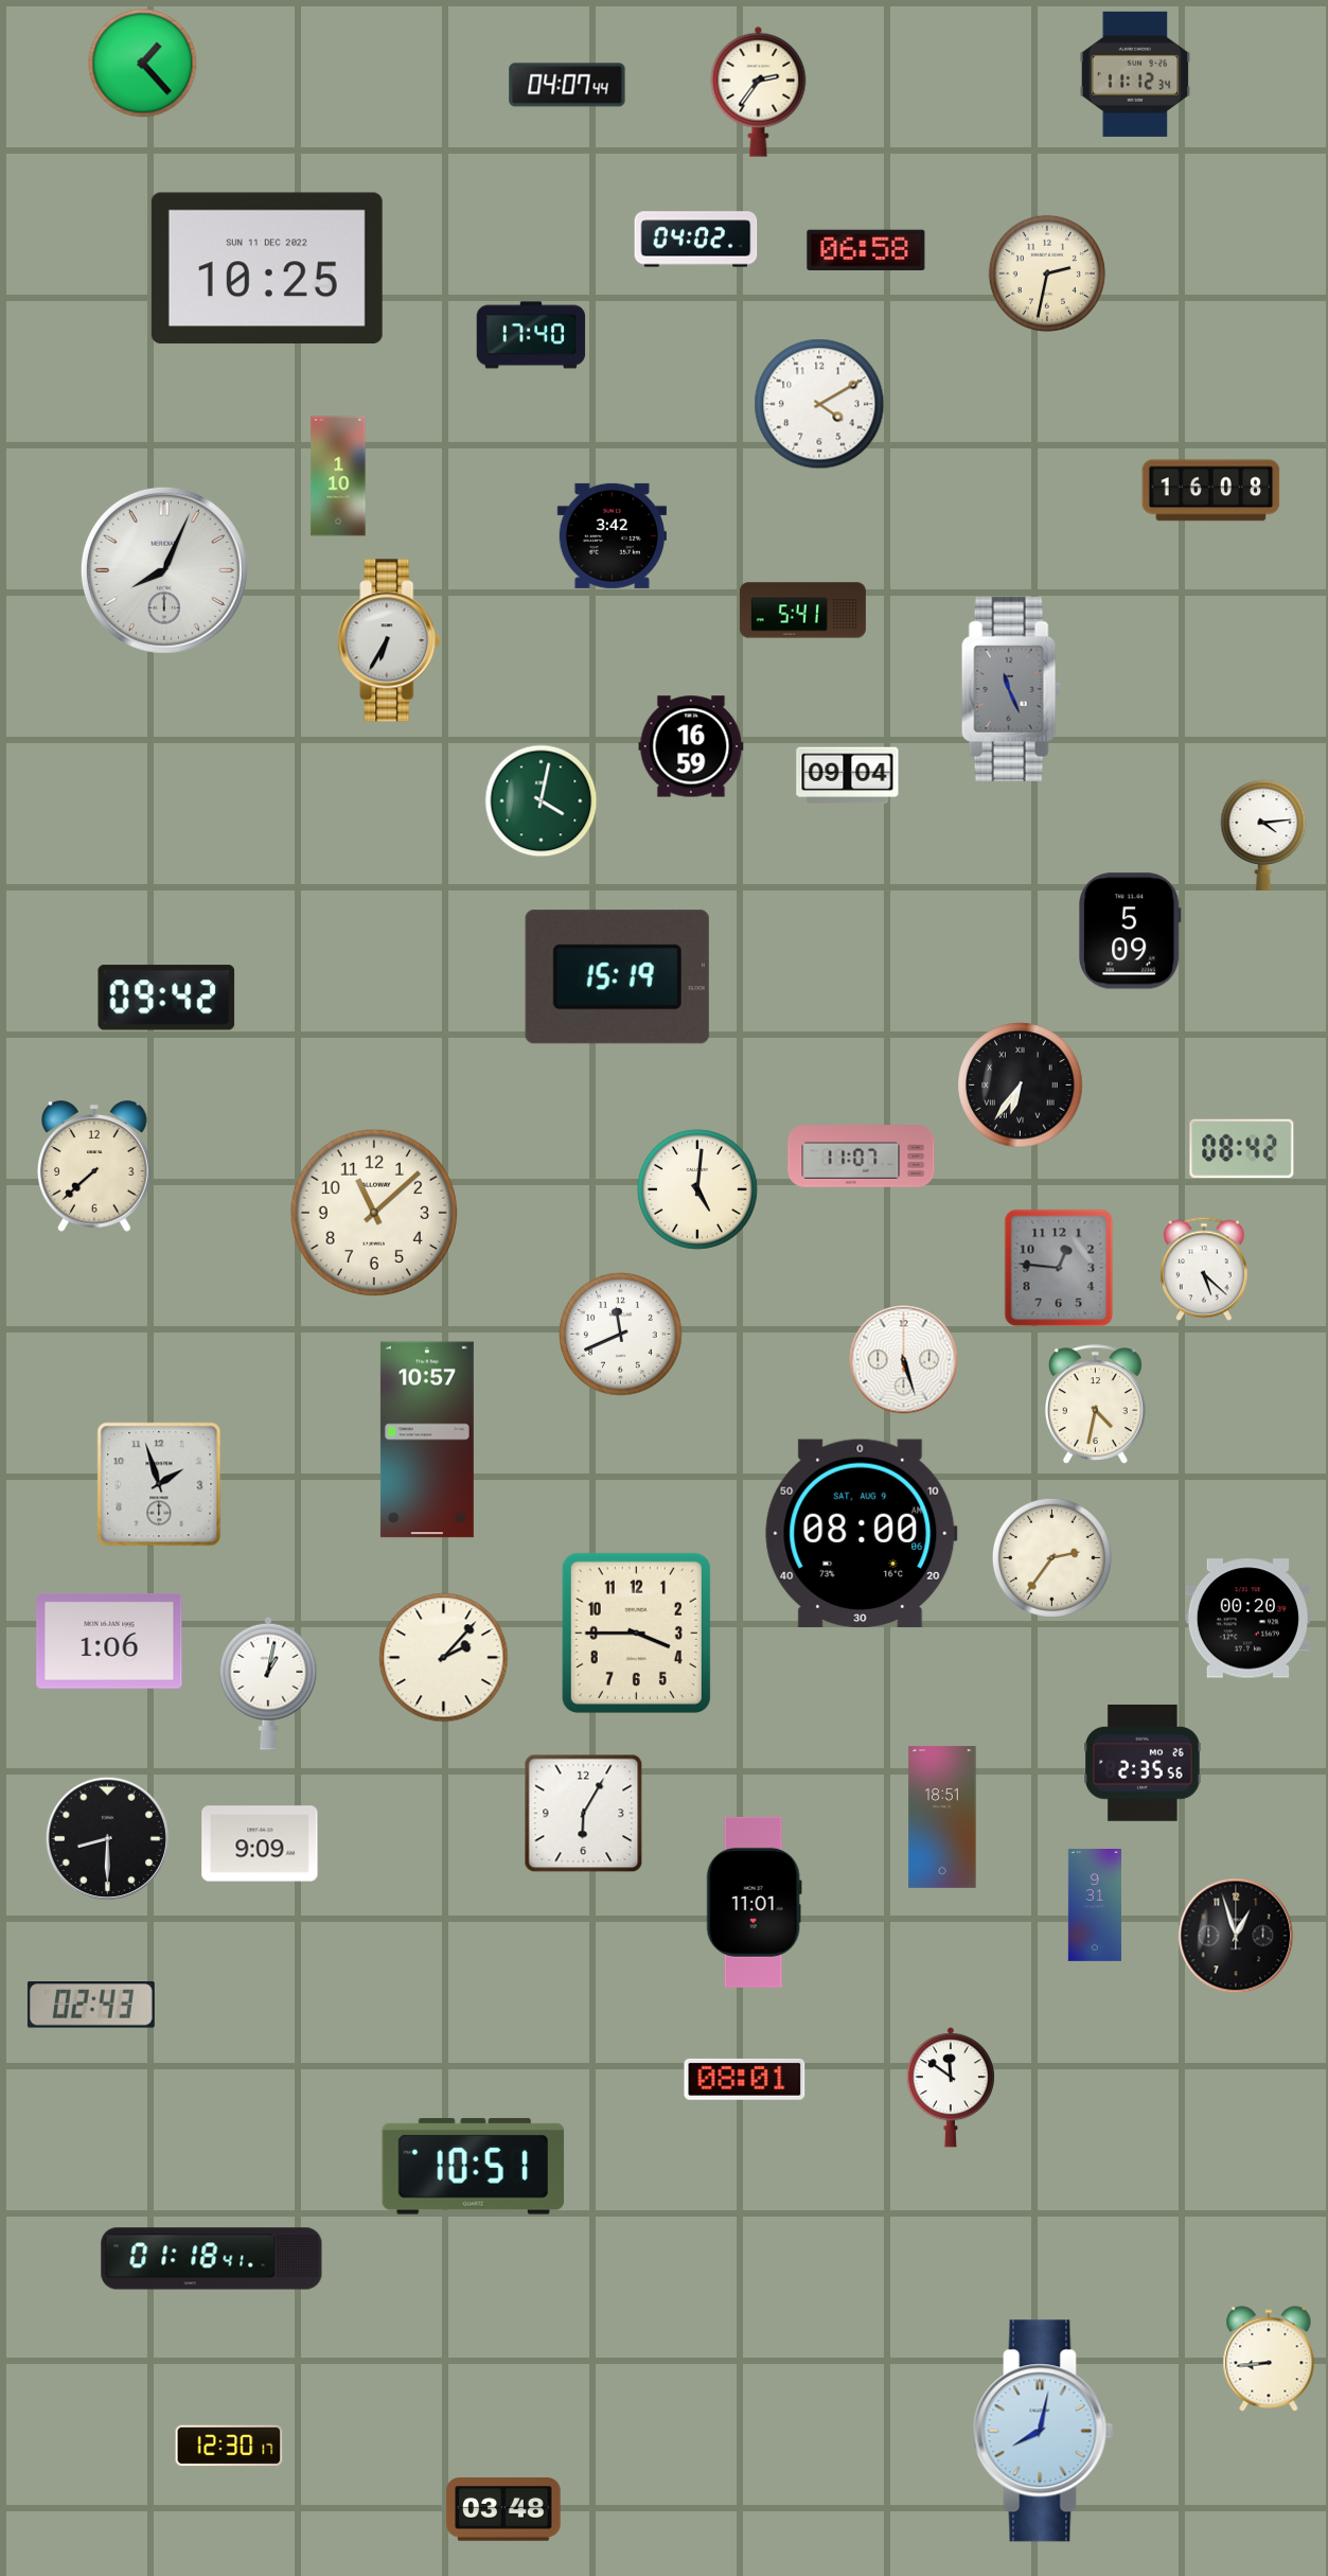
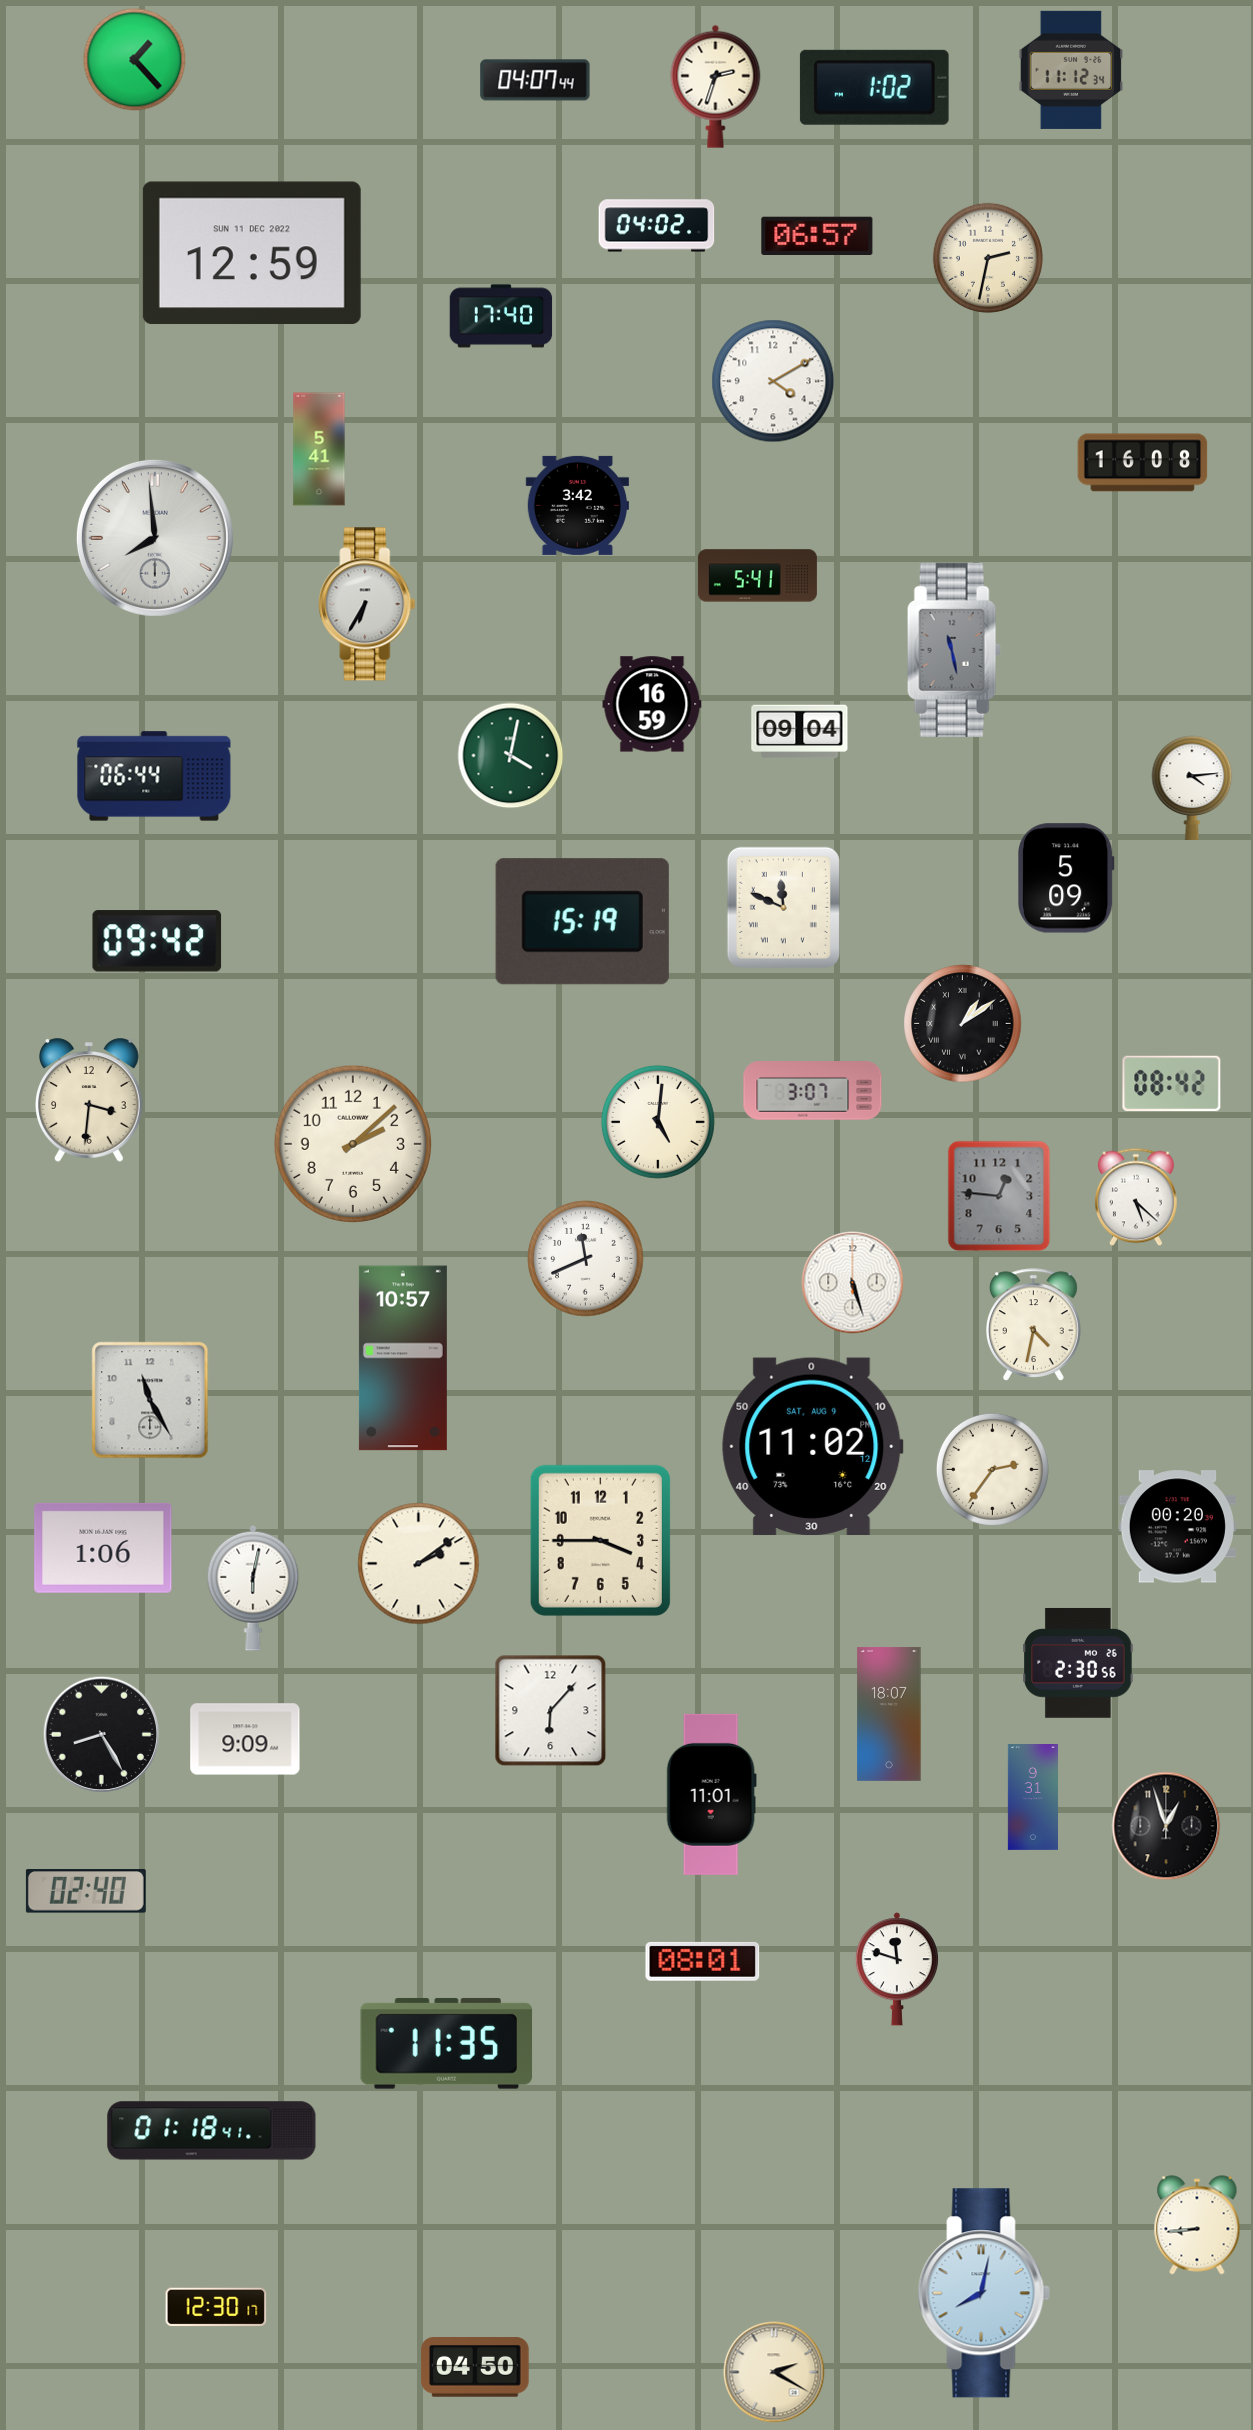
clock at (759, 91): 2:36 -> 2:33
clock at (874, 87): none -> 1:02
clock at (866, 249): 06:58 -> 06:57
clock at (267, 268): 10:25 -> 12:59
clock at (338, 476): 1:10 -> 5:41
clock at (164, 570): 8:04 -> 7:59
clock at (1011, 689): 11:26 -> 11:28
clock at (154, 776): none -> 06:44
clock at (783, 907): none -> 11:49
clock at (1021, 1086): 6:36 -> 1:09
clock at (862, 1157): 11:07 -> 3:07
clock at (95, 1166): 7:38 -> 3:31
clock at (373, 1212): 11:08 -> 2:08
clock at (159, 1484): 1:57 -> 11:25
clock at (862, 1534): 08:00 -> 11:02
clock at (444, 1658): 2:07 -> 2:09
clock at (268, 1683): 1:02 -> 6:02
clock at (1143, 1763): 2:35 -> 2:30
clock at (584, 1814): 6:05 -> 6:07
clock at (942, 1817): 18:51 -> 18:07
clock at (107, 1838): 8:30 -> 8:25
clock at (91, 2005): 02:43 -> 02:40
clock at (951, 2087): 11:51 -> 11:48
clock at (474, 2166): 10:51 -> 11:35
clock at (212, 2259) position: (212, 2259) -> (212, 2131)
clock at (503, 2509): 03:48 -> 04:50
clock at (774, 2372): none -> 2:20
